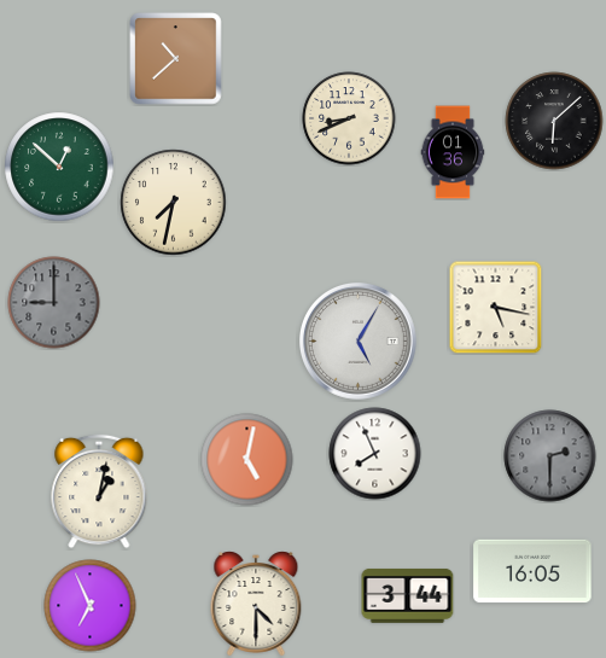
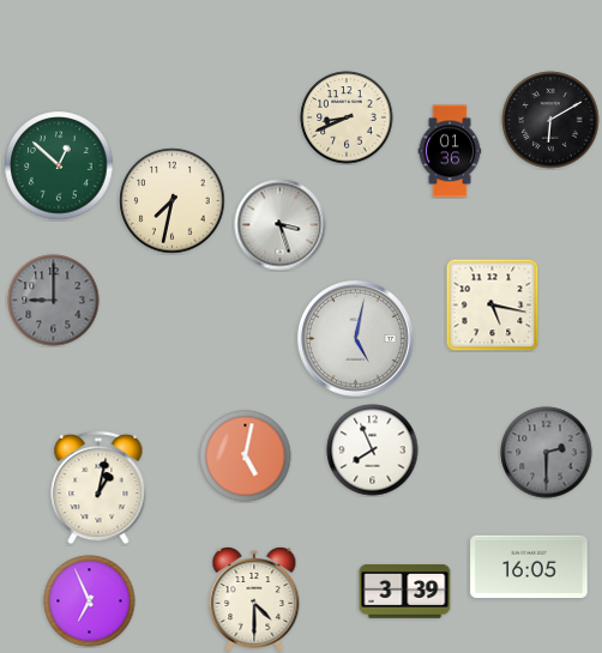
clock at (176, 59): 10:38 -> none
clock at (554, 121): 6:08 -> 6:10
clock at (281, 225): none -> 3:27
clock at (359, 342): 5:05 -> 5:02
clock at (408, 595): 3:44 -> 3:39
